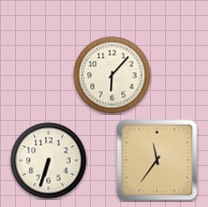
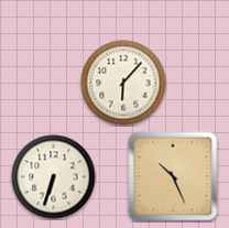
clock at (157, 160): 11:36 -> 10:26
